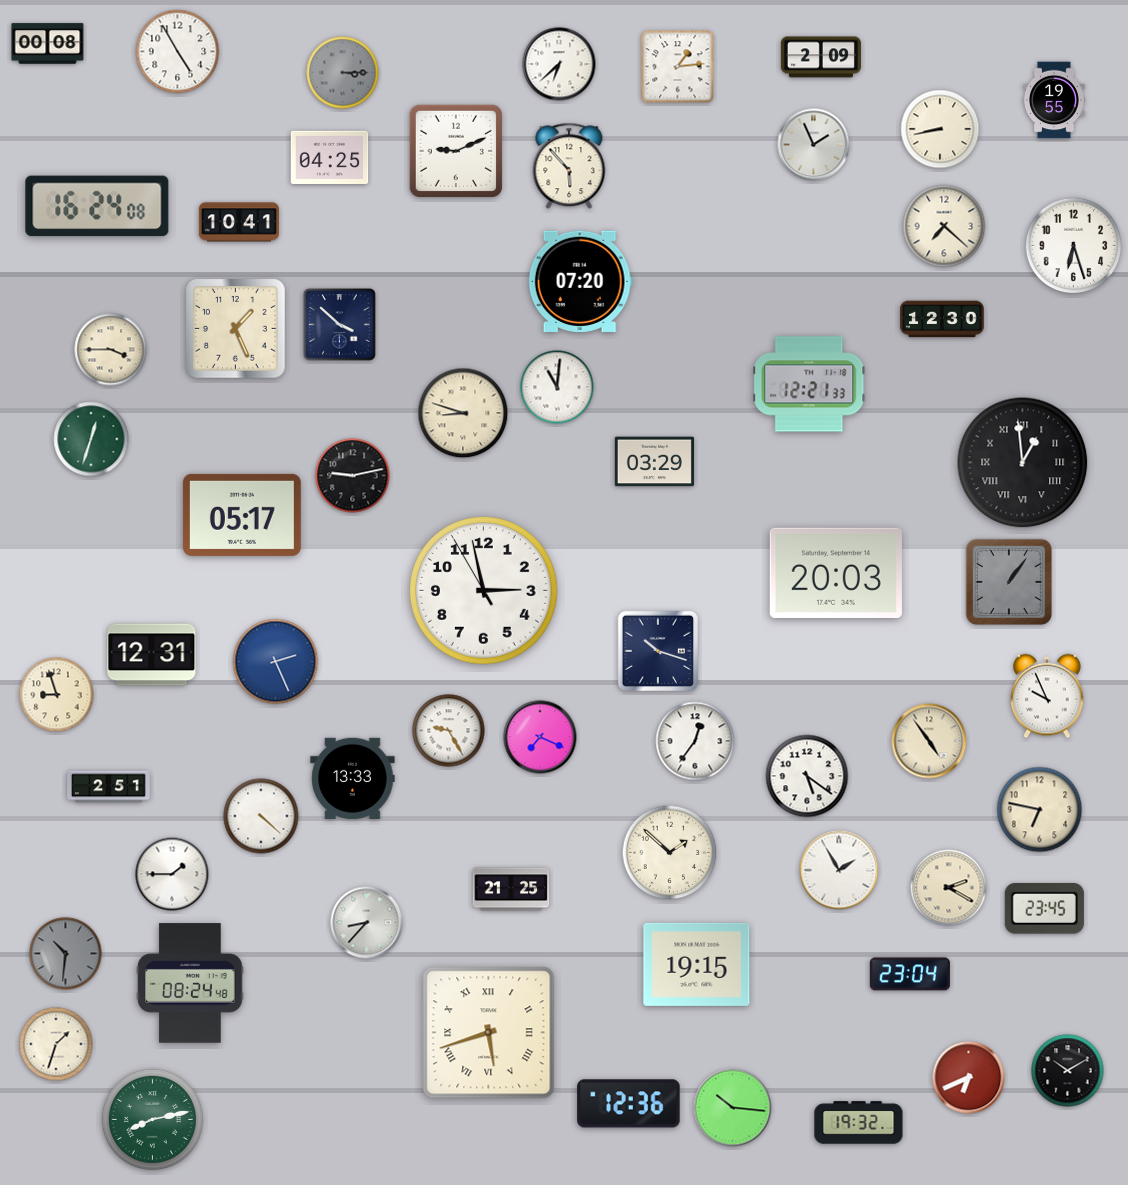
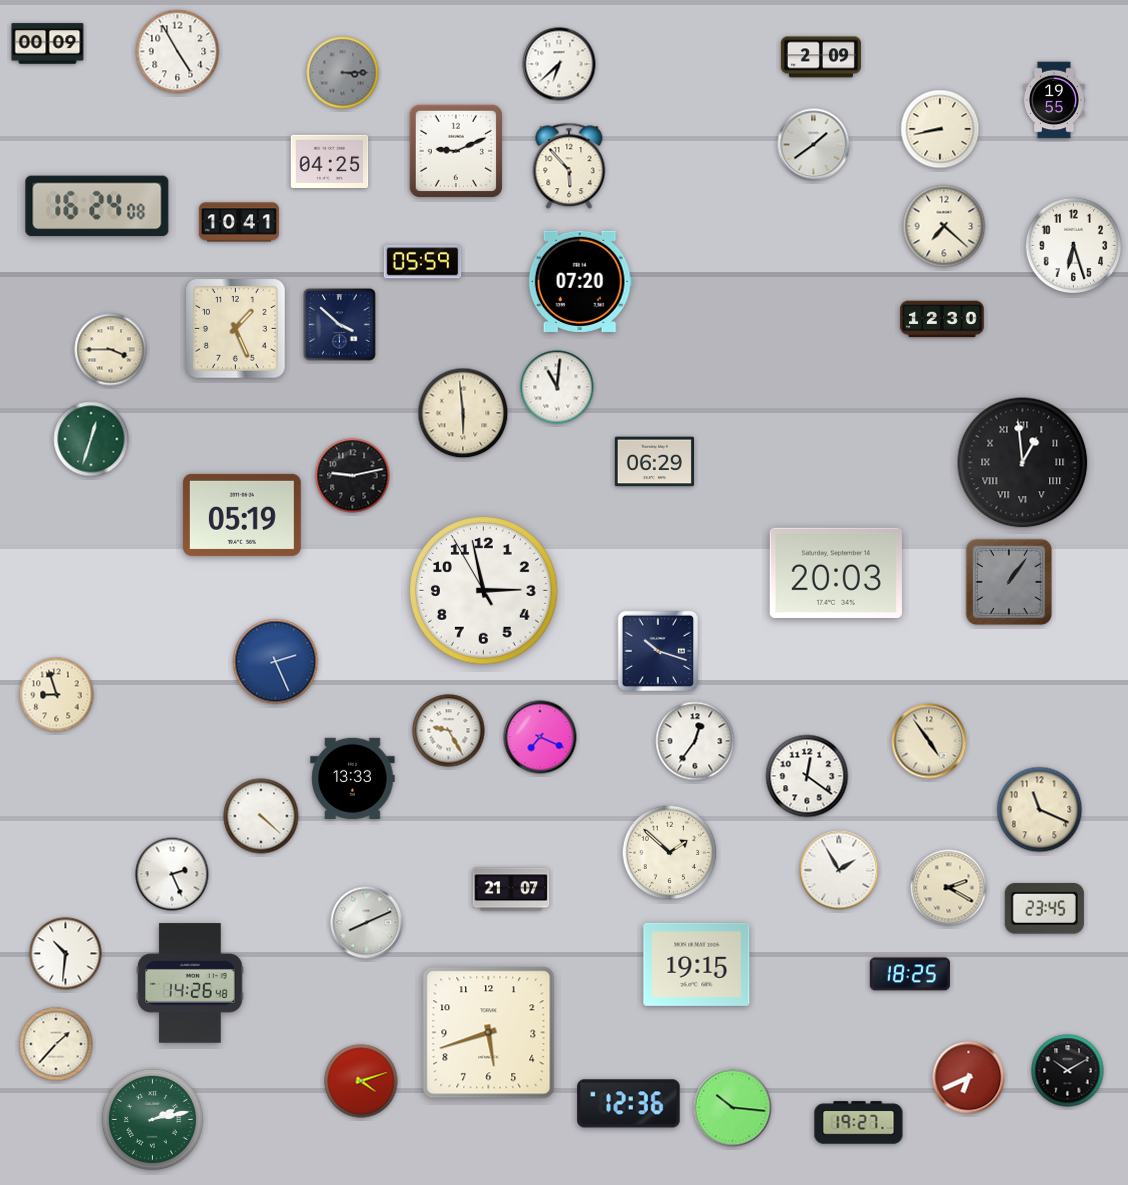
clock at (48, 44): 00:08 -> 00:09
clock at (678, 67): 1:14 -> none
clock at (814, 145): 1:56 -> 1:39
clock at (330, 158) position: (330, 158) -> (330, 162)
clock at (423, 262): none -> 05:59
clock at (809, 384): 12:21 -> none
clock at (463, 413): 8:48 -> 5:59
clock at (654, 462): 03:29 -> 06:29
clock at (242, 515): 05:17 -> 05:19
clock at (152, 655): 12:31 -> none
clock at (1047, 696): 9:56 -> none
clock at (807, 776): 5:21 -> 12:21
clock at (109, 787): 2:51 -> none
clock at (1040, 810): 6:47 -> 11:19
clock at (172, 874): 1:45 -> 2:26
clock at (511, 889): 21:25 -> 21:07
clock at (367, 923): 8:37 -> 8:11
clock at (66, 954) dial: grey -> white
clock at (910, 974): 23:04 -> 18:25
clock at (190, 983): 08:24 -> 14:26
clock at (489, 1033) numerals: Roman -> Arabic
clock at (56, 1044): 1:33 -> 1:37
clock at (361, 1081): none -> 4:12
clock at (152, 1119): 8:13 -> 2:13
clock at (859, 1123): 19:32 -> 19:27
